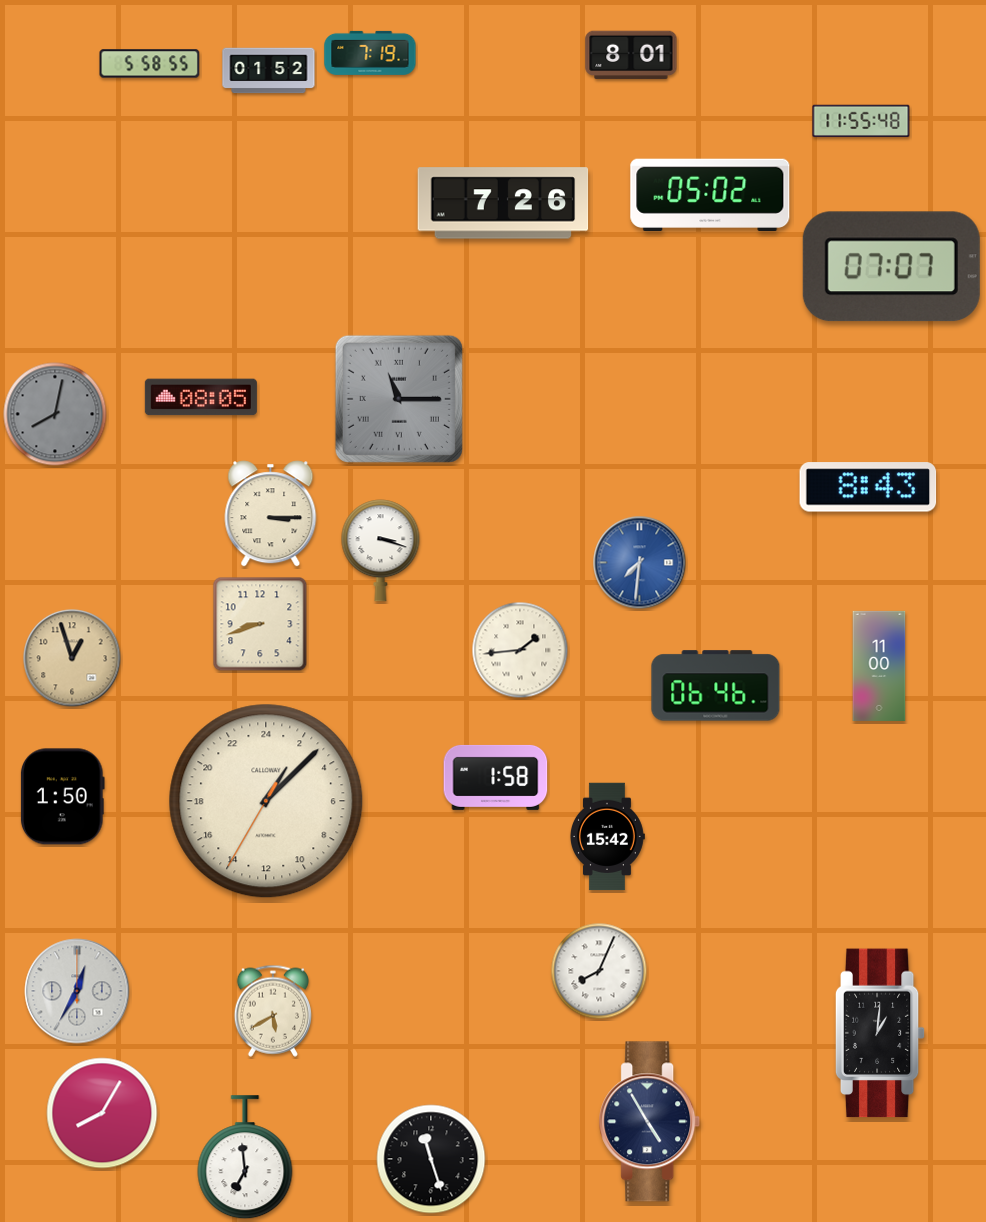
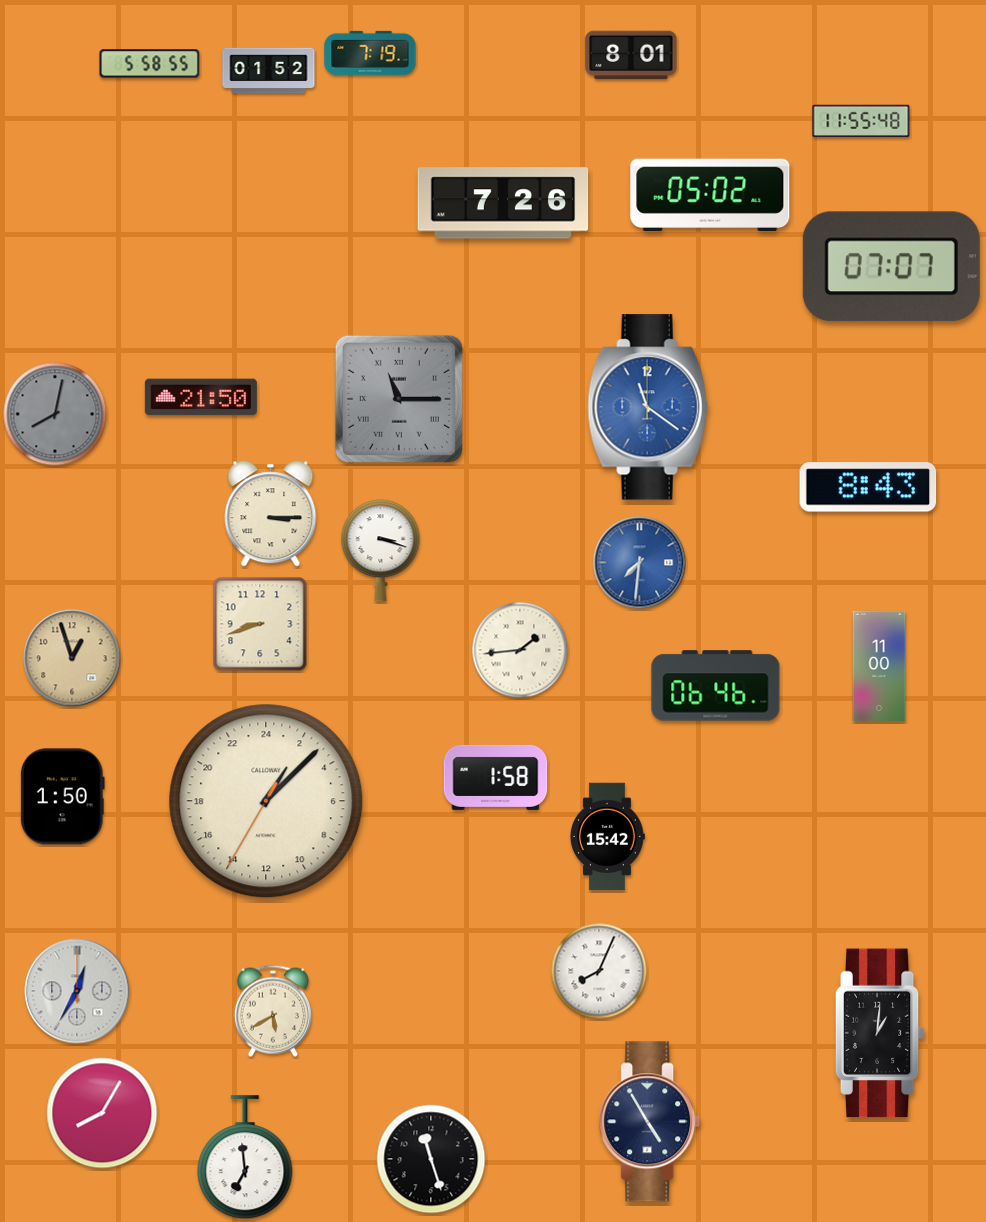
clock at (201, 397): 08:05 -> 21:50
clock at (648, 407): none -> 11:21
